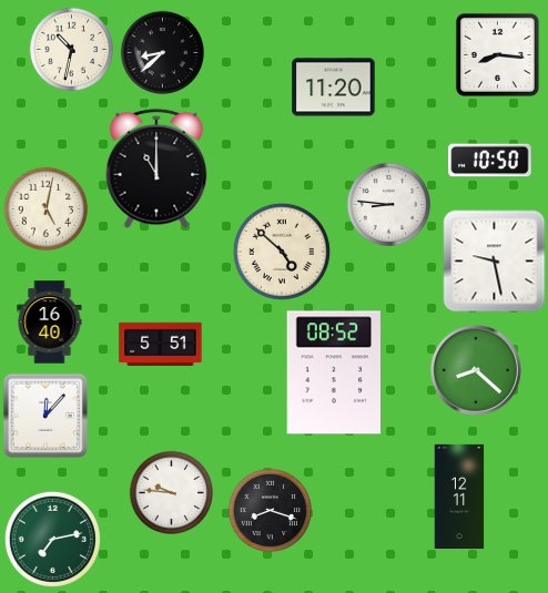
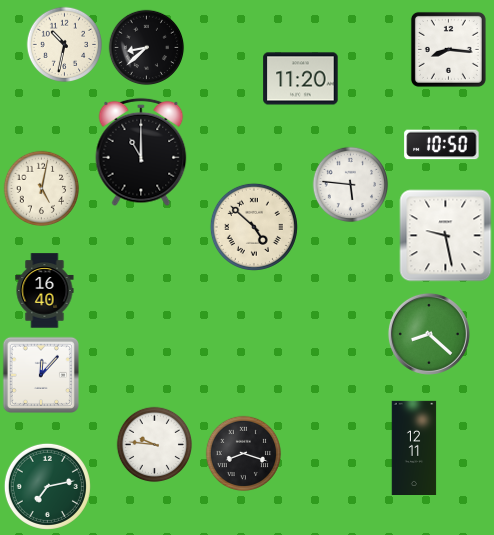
clock at (389, 205): 8:46 -> 5:46
clock at (161, 344): 5:51 -> none
clock at (334, 372): 08:52 -> none
clock at (271, 511) position: (271, 511) -> (244, 454)
